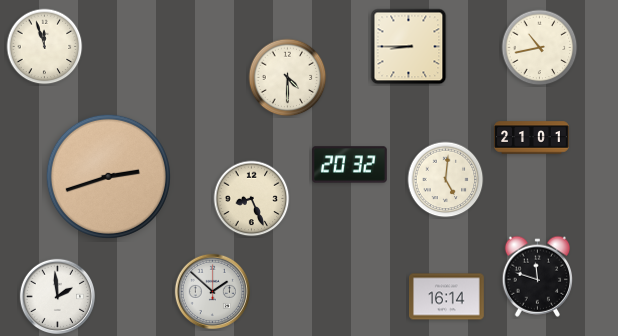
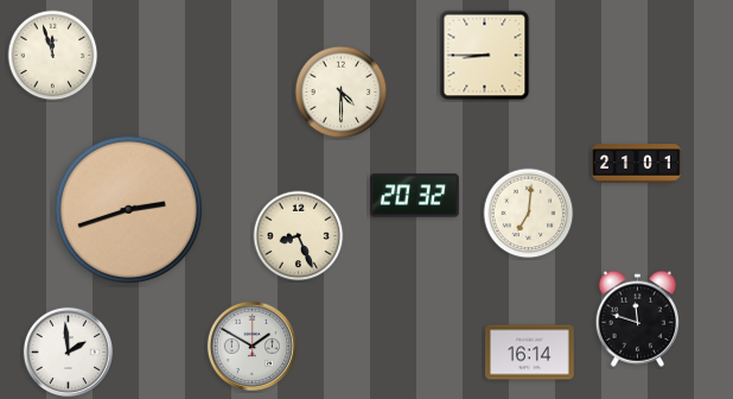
clock at (540, 48): 10:43 -> none
clock at (532, 138) position: (532, 138) -> (637, 164)
clock at (446, 180): 5:01 -> 7:01
clock at (537, 276) position: (537, 276) -> (637, 318)
clock at (212, 291): 1:52 -> 1:50
